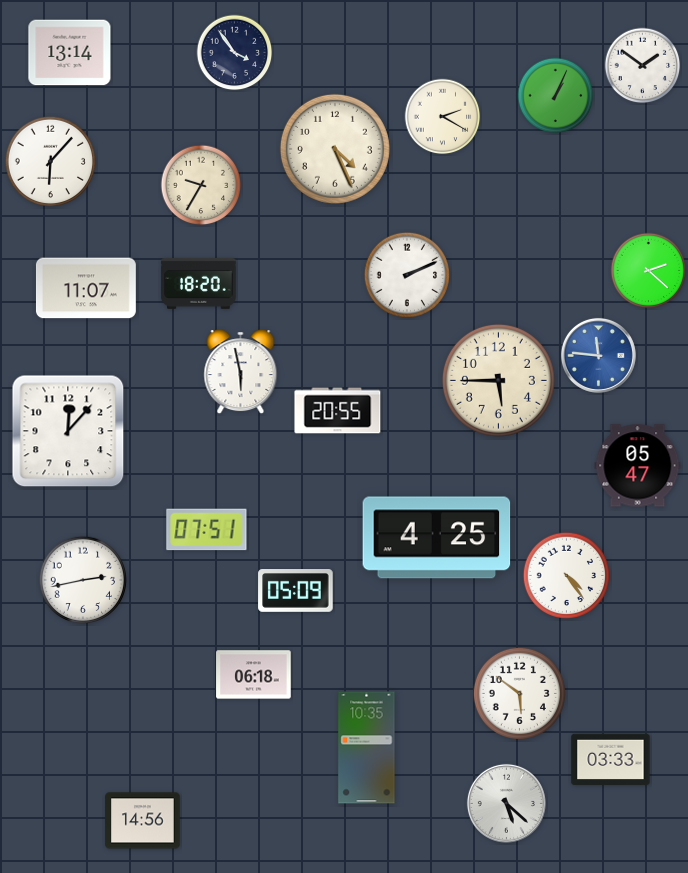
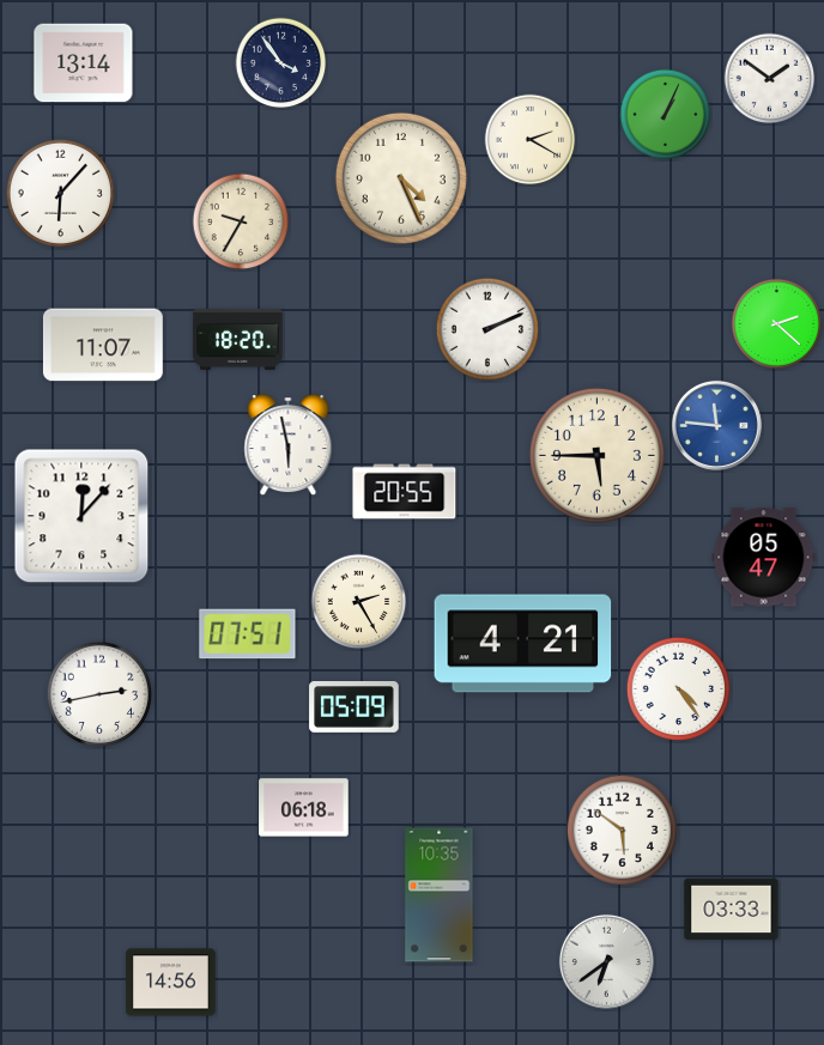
clock at (359, 602): none -> 2:25
clock at (437, 538): 4:25 -> 4:21
clock at (506, 803): 5:22 -> 6:39
